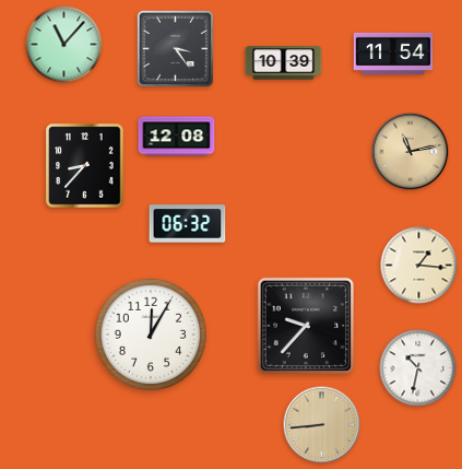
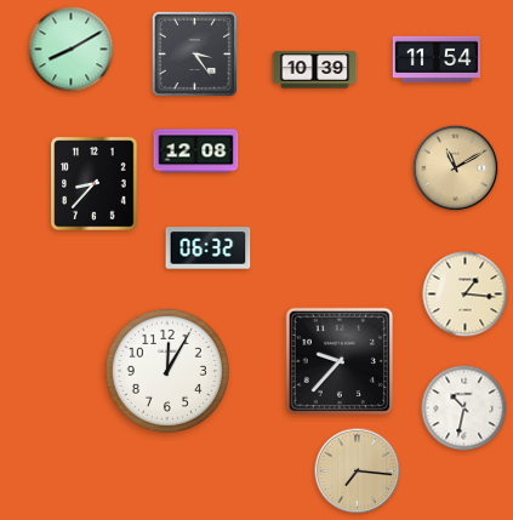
clock at (64, 45): 11:07 -> 8:10
clock at (411, 152): 11:13 -> 11:10
clock at (322, 425): 8:44 -> 7:16
